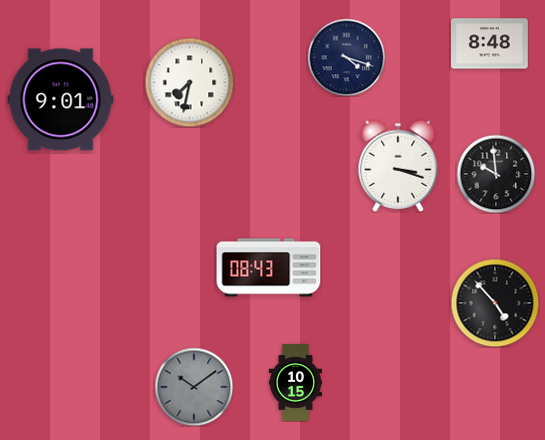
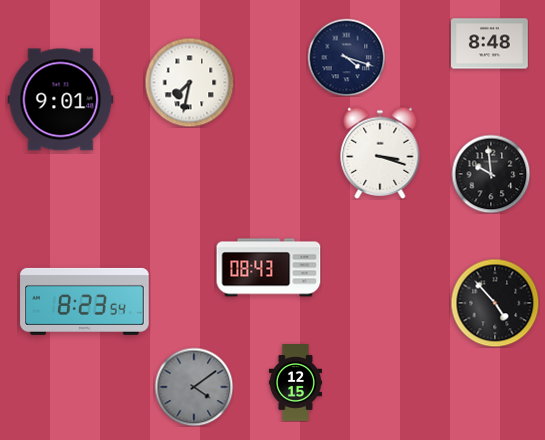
clock at (398, 166) position: (398, 166) -> (380, 153)
clock at (496, 174) position: (496, 174) -> (491, 174)
clock at (85, 301): none -> 8:23
clock at (295, 383): 10:15 -> 12:15
clock at (194, 387): 10:09 -> 4:09
